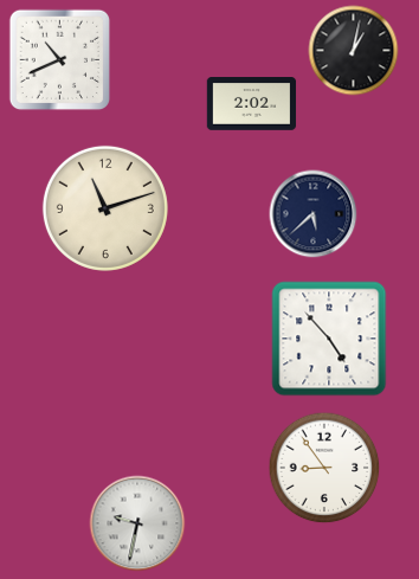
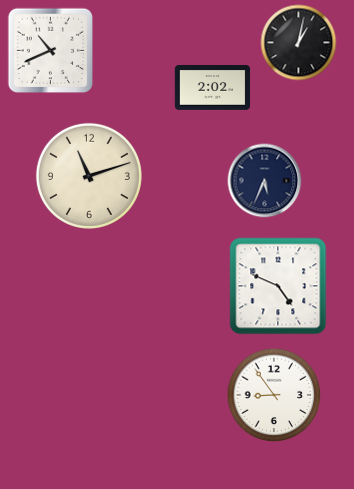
clock at (314, 214): 5:38 -> 5:34
clock at (329, 339): 4:53 -> 4:49
clock at (137, 523): 9:32 -> none
